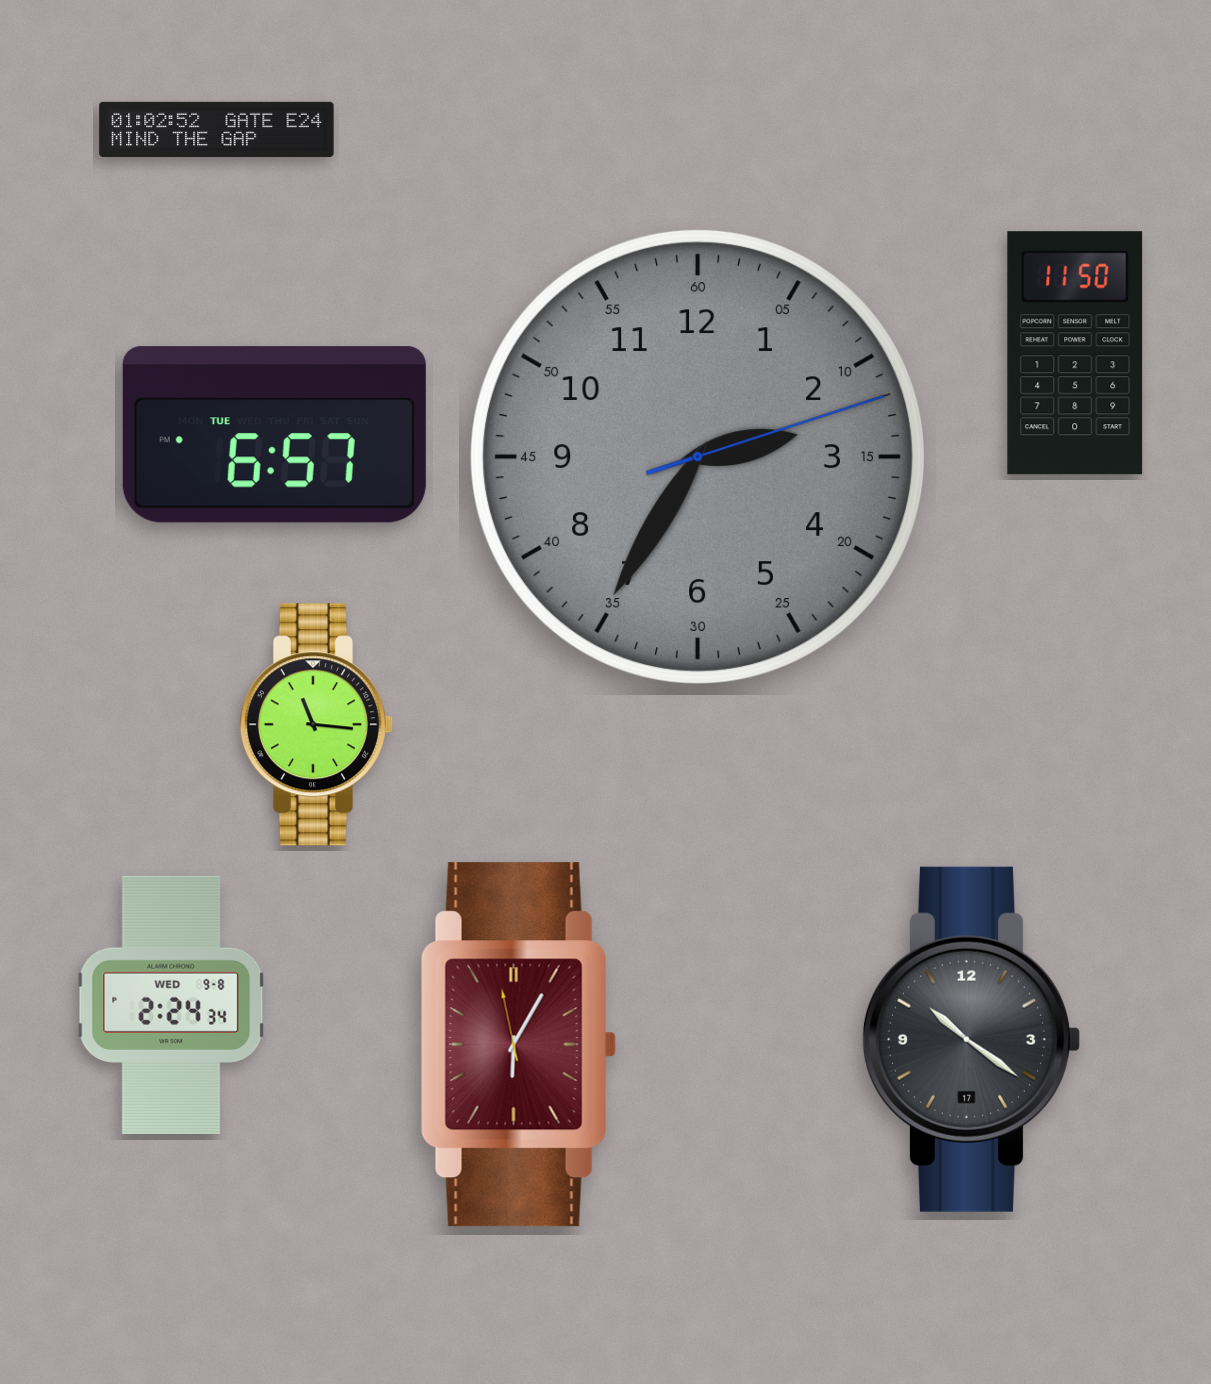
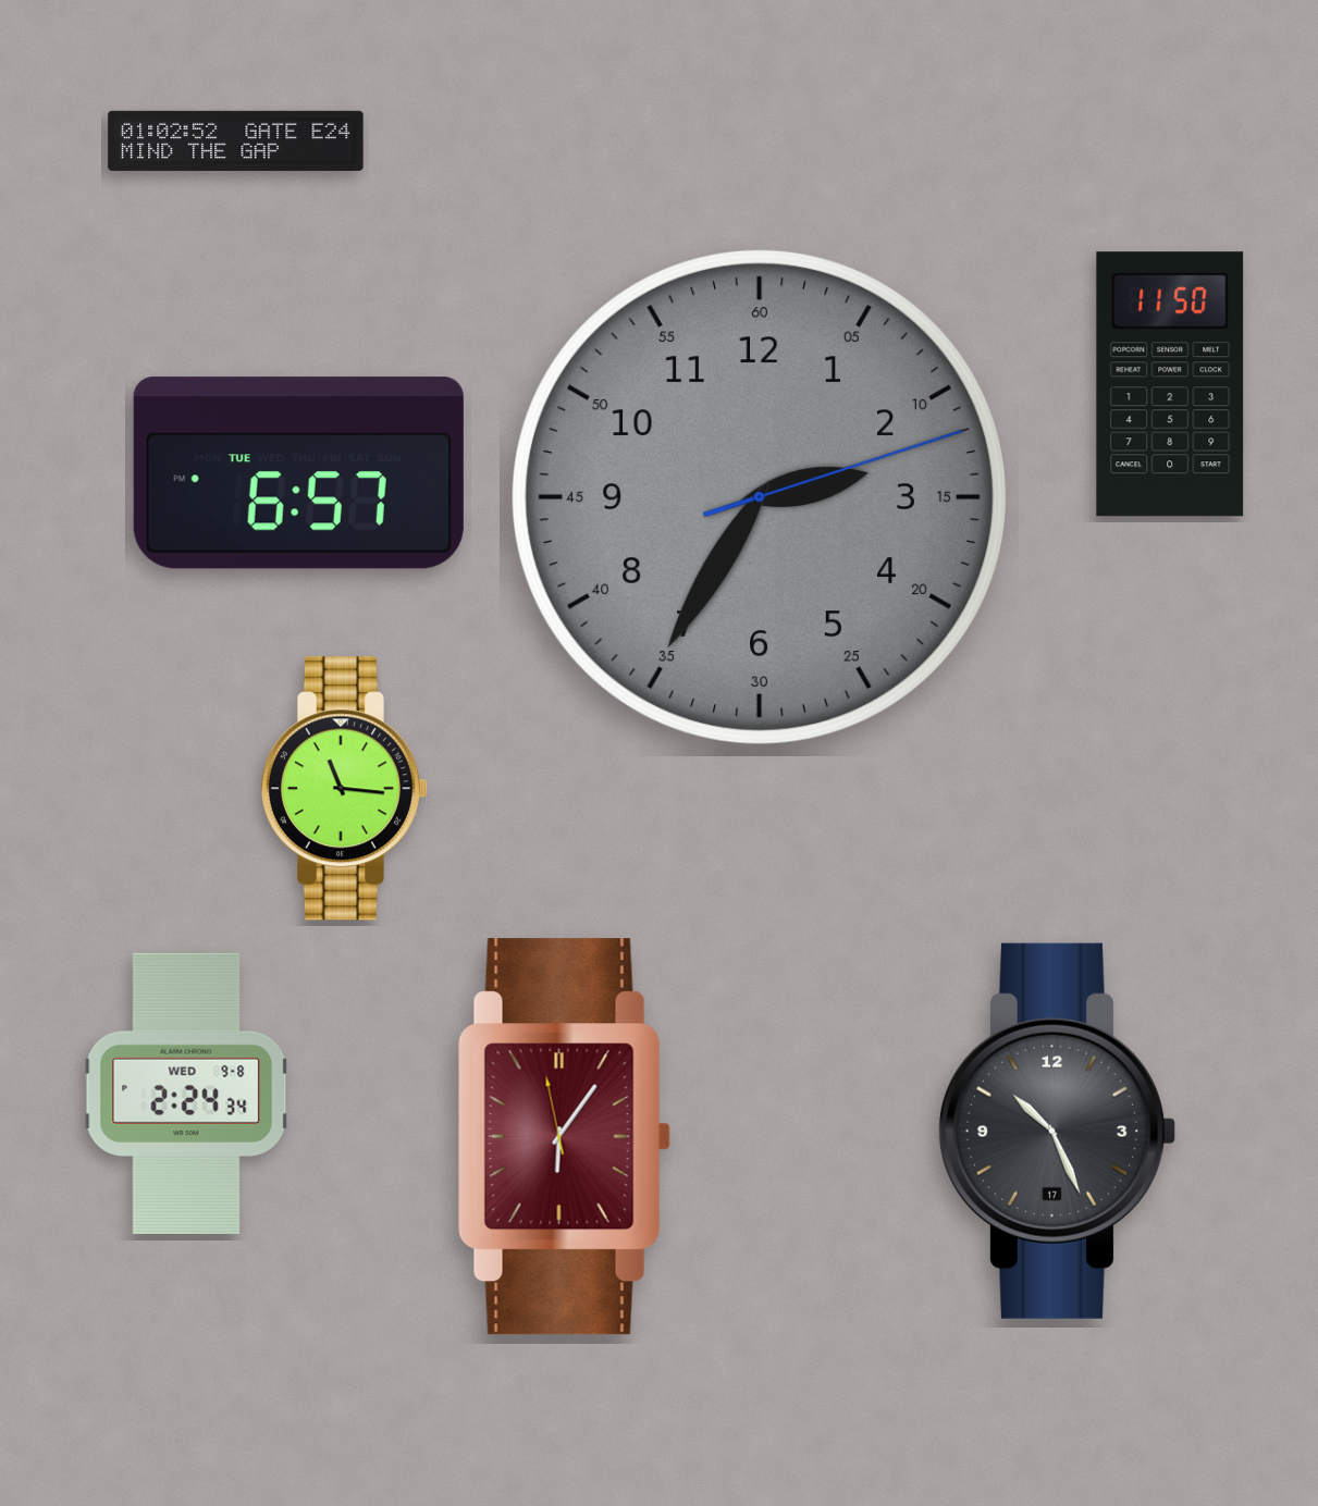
clock at (971, 1039): 10:21 -> 10:26
clock at (518, 1045): 6:04 -> 6:05
